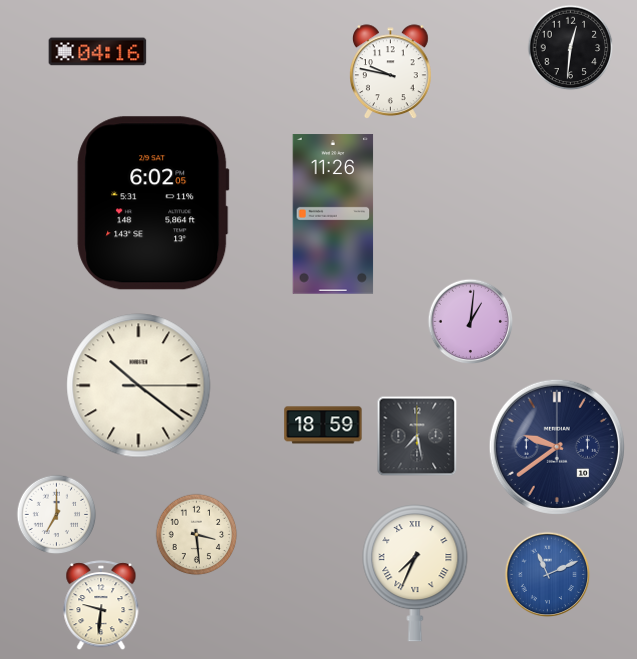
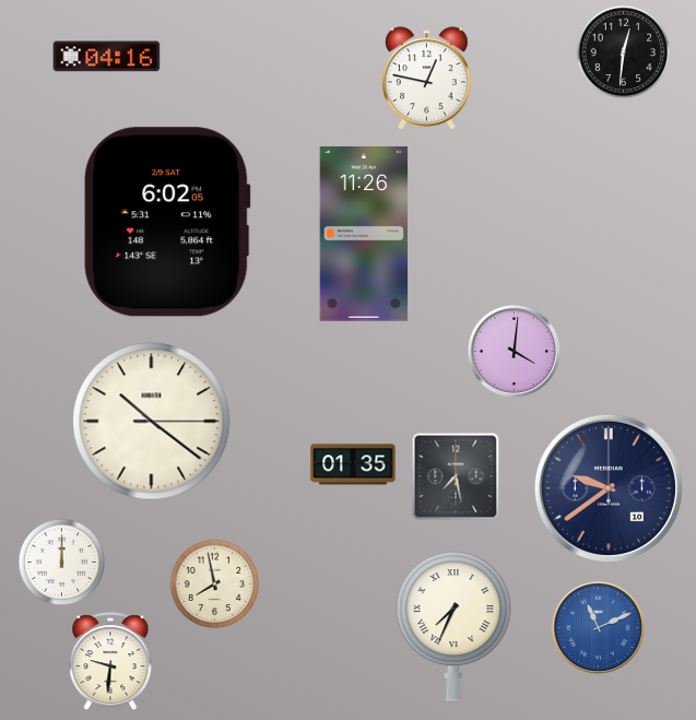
clock at (391, 72): 9:47 -> 12:47
clock at (470, 321): 1:01 -> 4:01
clock at (323, 425): 18:59 -> 01:35
clock at (56, 514): 7:00 -> 12:00
clock at (196, 534): 3:29 -> 7:58
